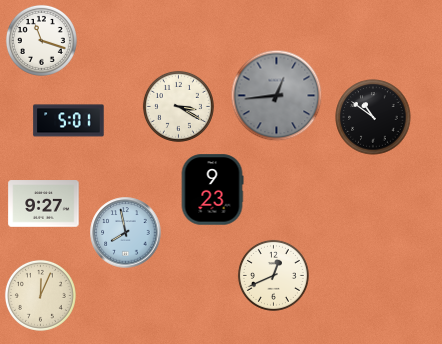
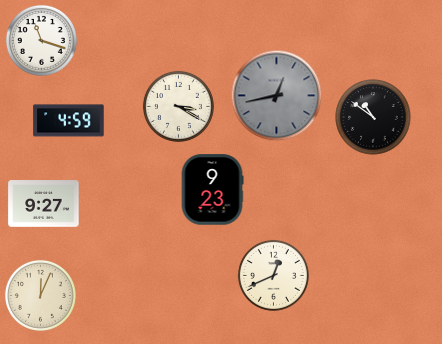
clock at (277, 96): 12:44 -> 12:43
clock at (69, 121): 5:01 -> 4:59
clock at (126, 233): 7:58 -> none
